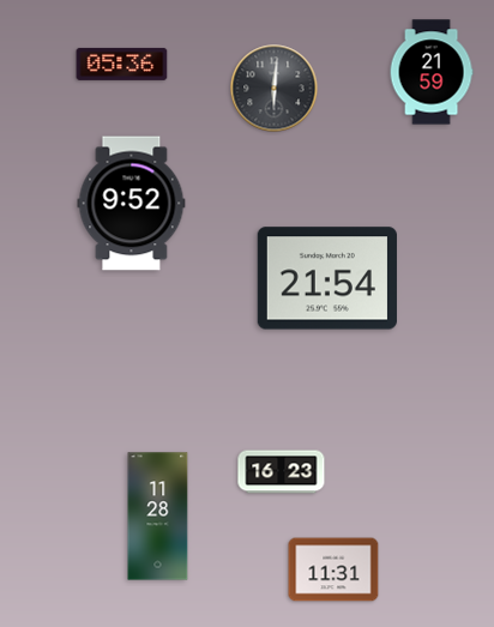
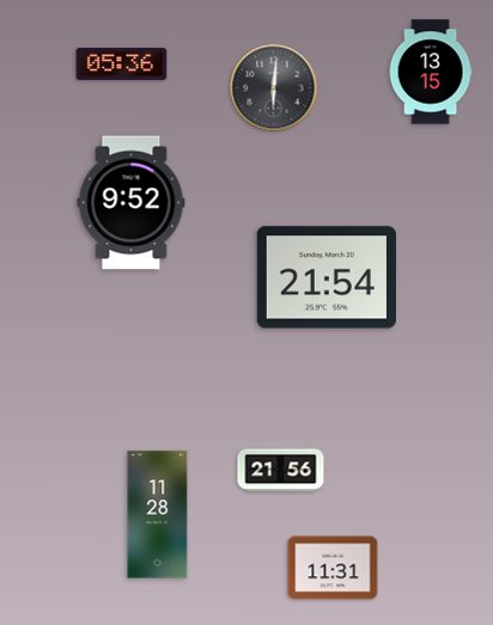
clock at (432, 72): 21:59 -> 13:15
clock at (282, 472): 16:23 -> 21:56
